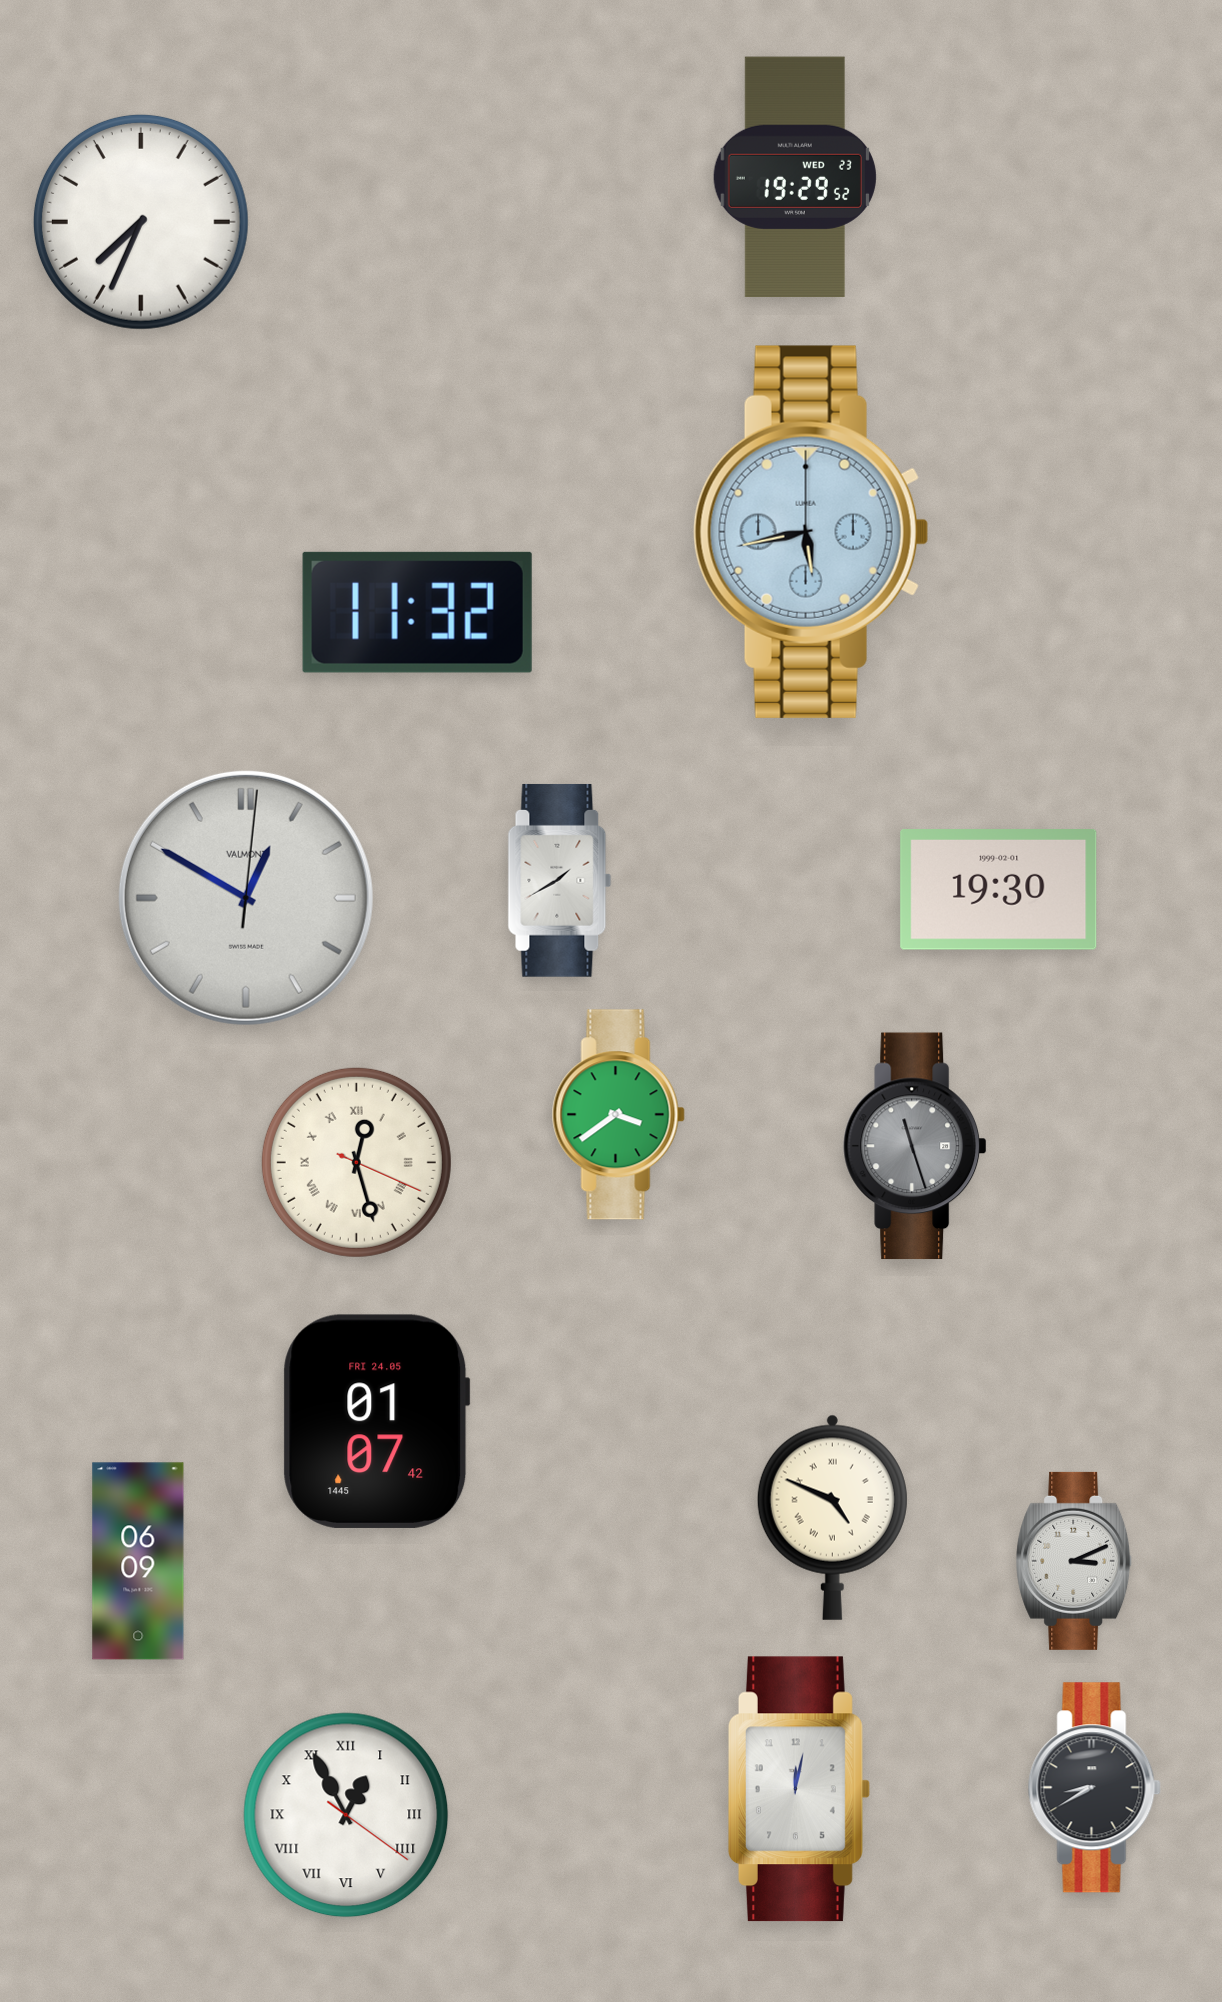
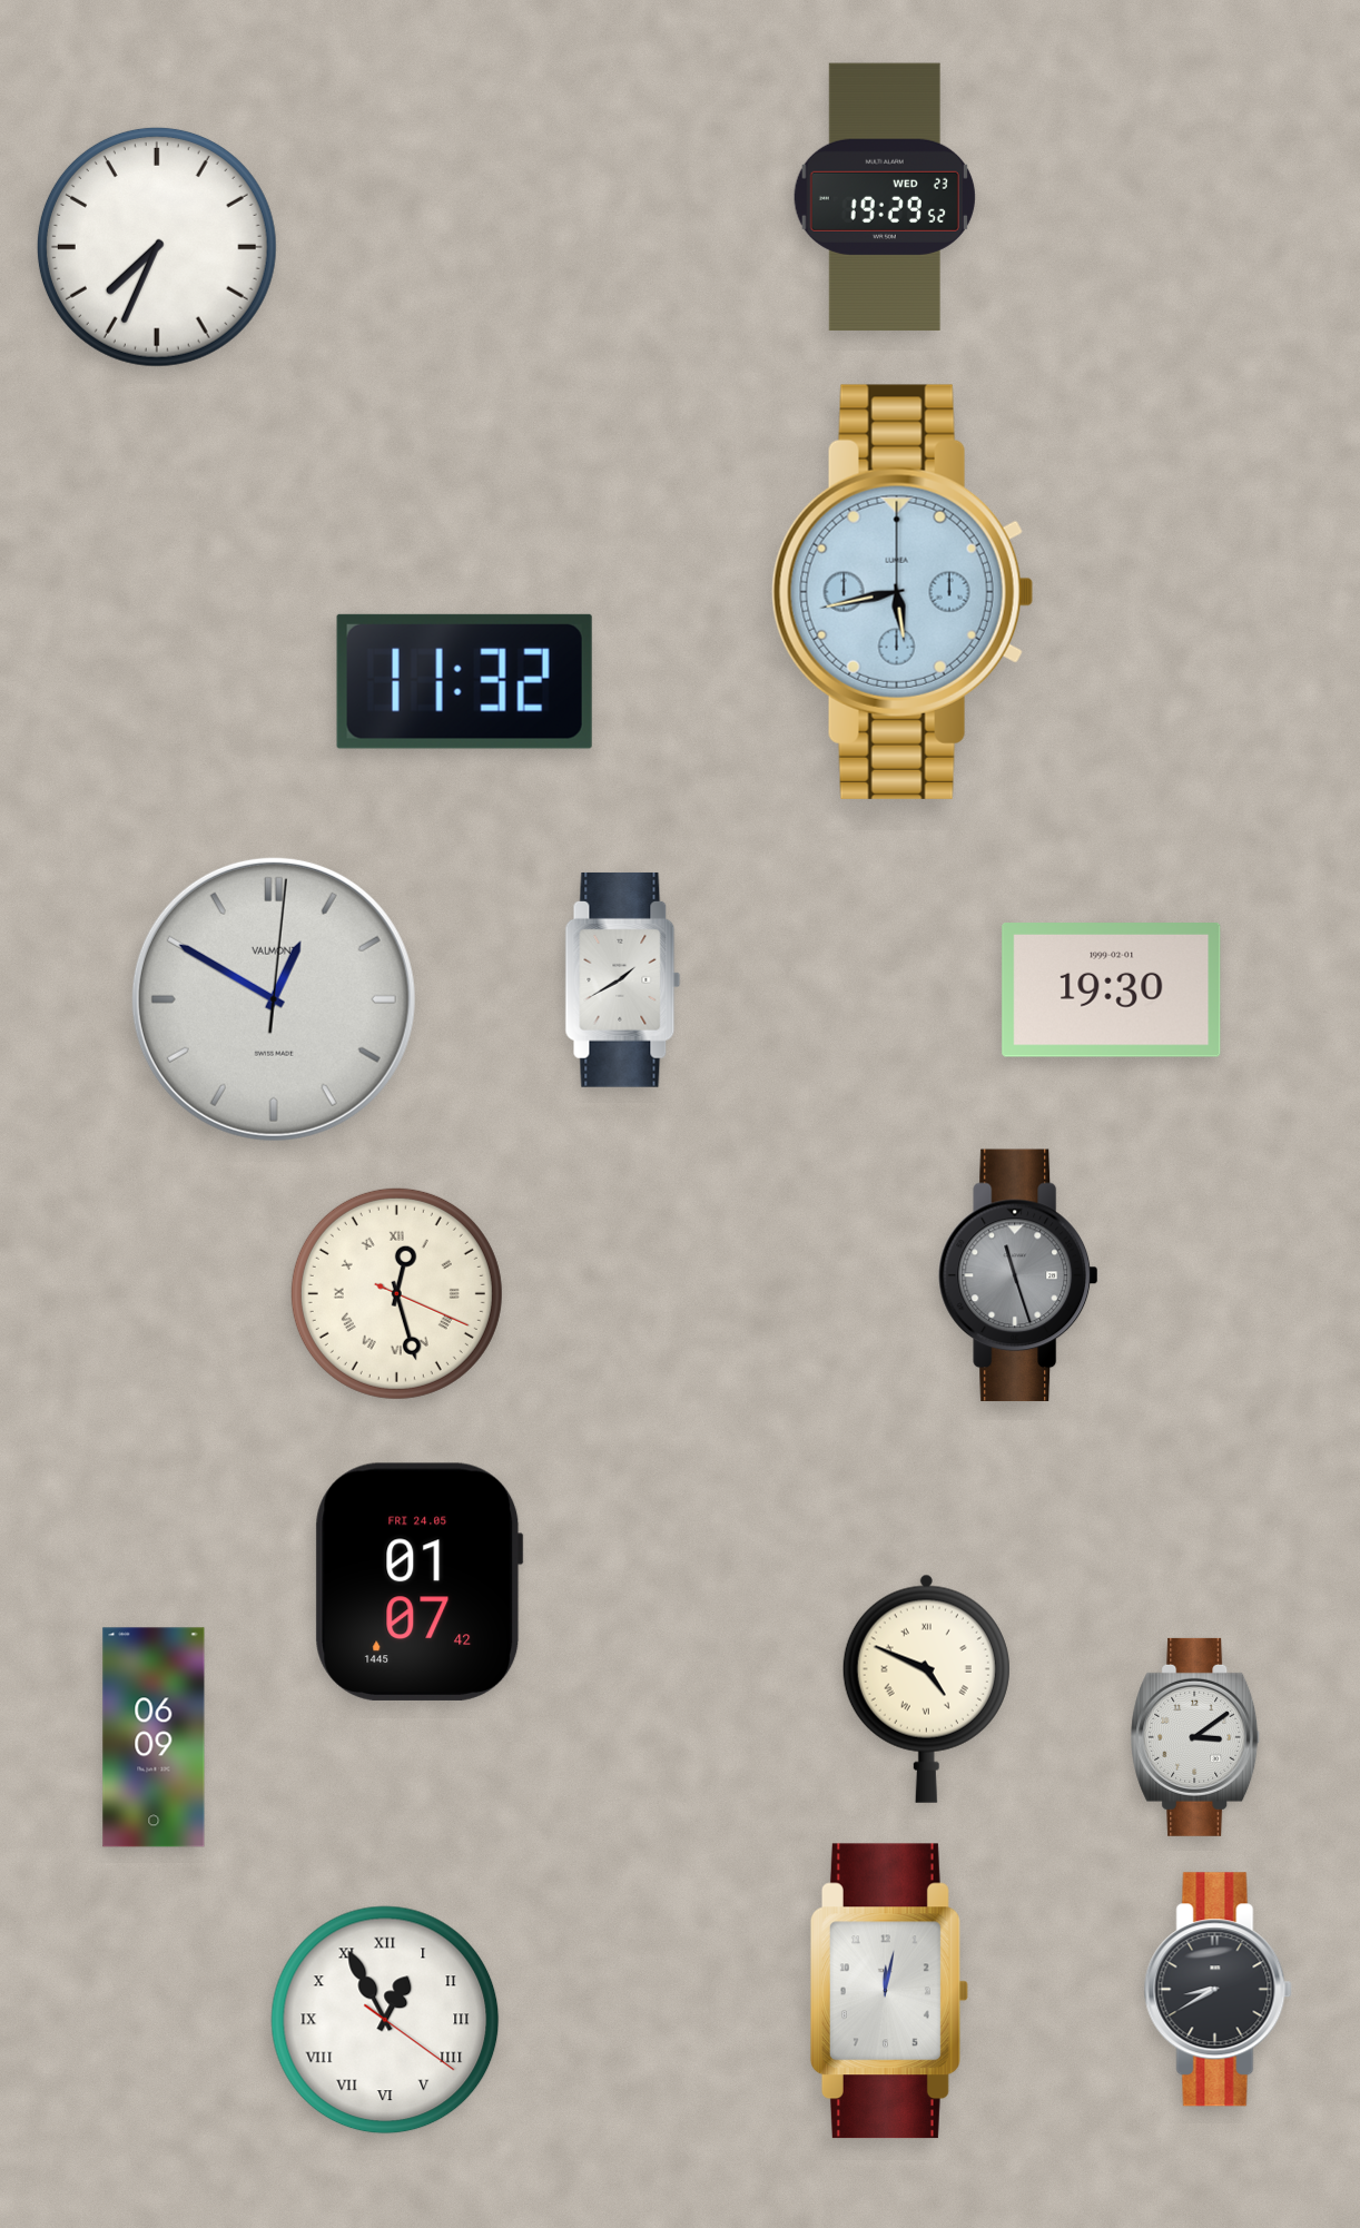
clock at (618, 1115): 3:39 -> none
clock at (1074, 1561): 3:11 -> 3:09
